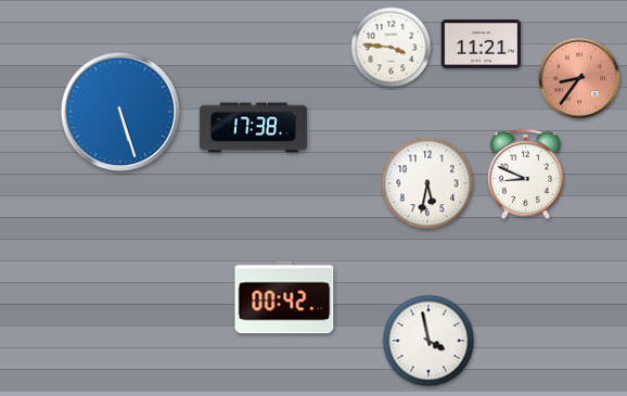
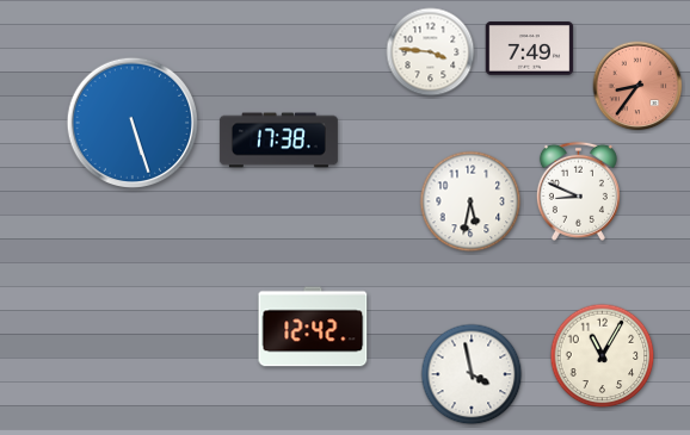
clock at (482, 44): 11:21 -> 7:49
clock at (284, 297): 00:42 -> 12:42
clock at (603, 356): none -> 11:05
